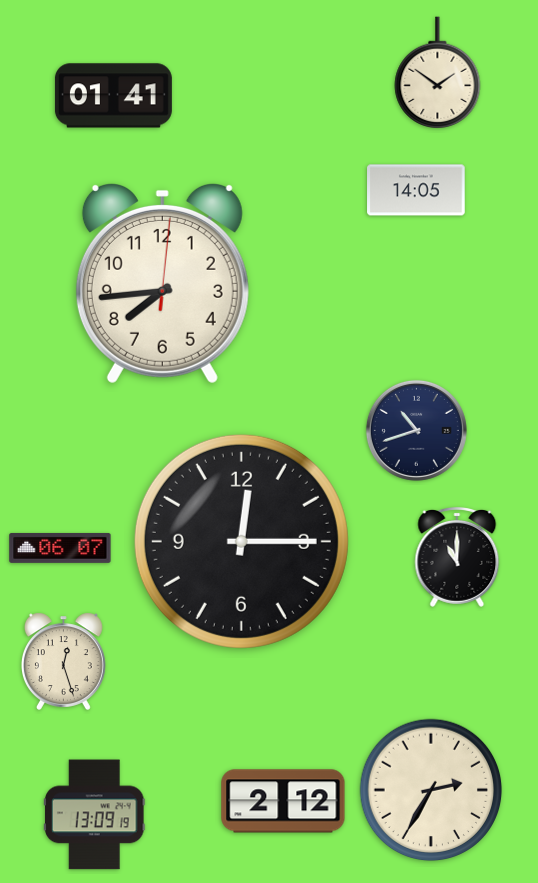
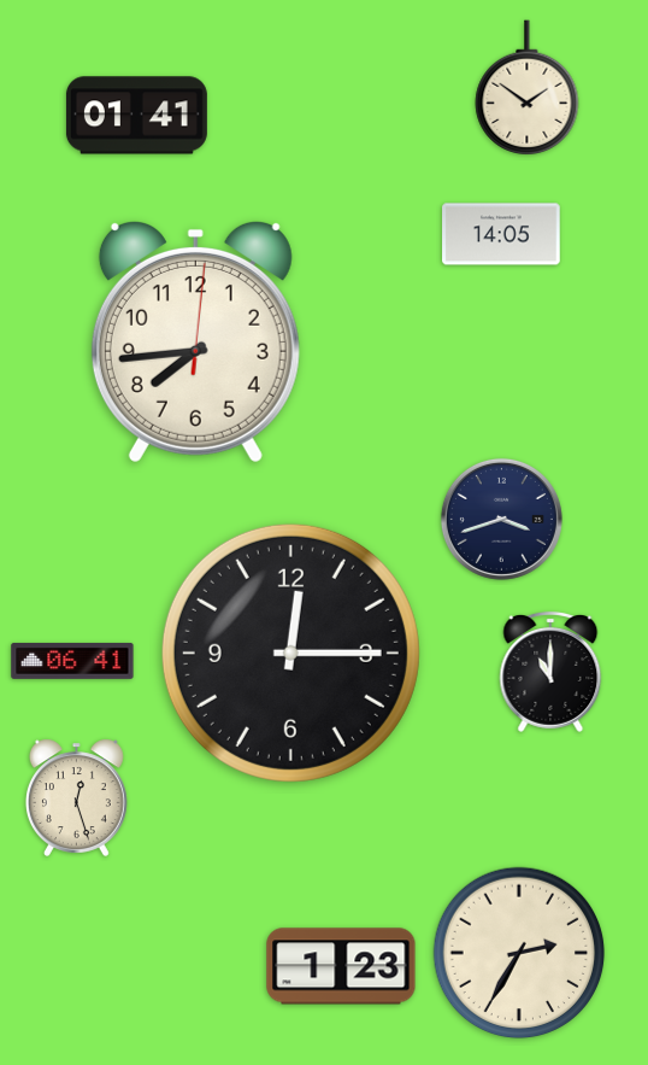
clock at (416, 190) position: (416, 190) -> (501, 234)
clock at (416, 430): 10:42 -> 3:42
clock at (60, 548): 06:07 -> 06:41
clock at (283, 801): 2:12 -> 1:23
clock at (95, 815): 13:09 -> none
